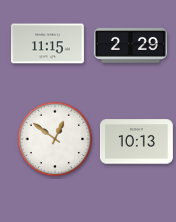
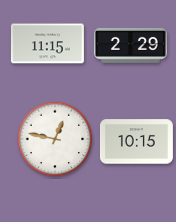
clock at (55, 139): 12:51 -> 12:47
clock at (136, 142): 10:13 -> 10:15
